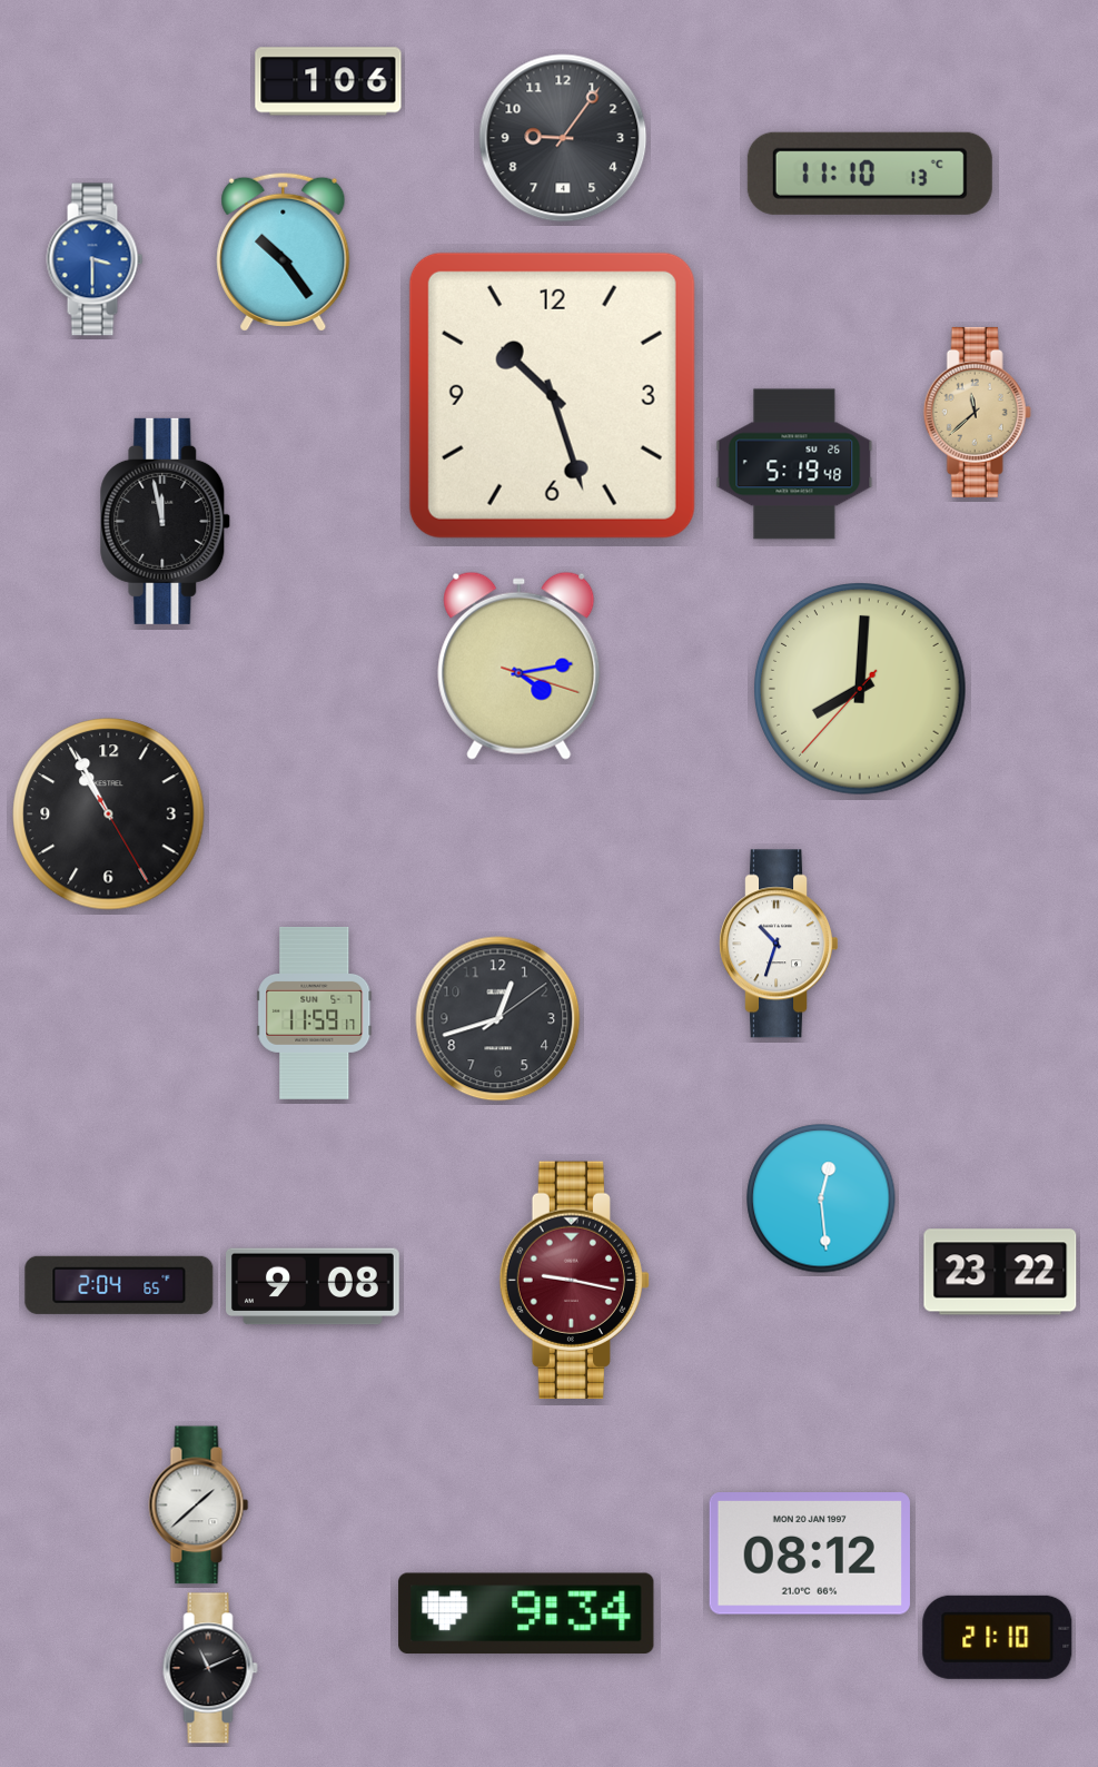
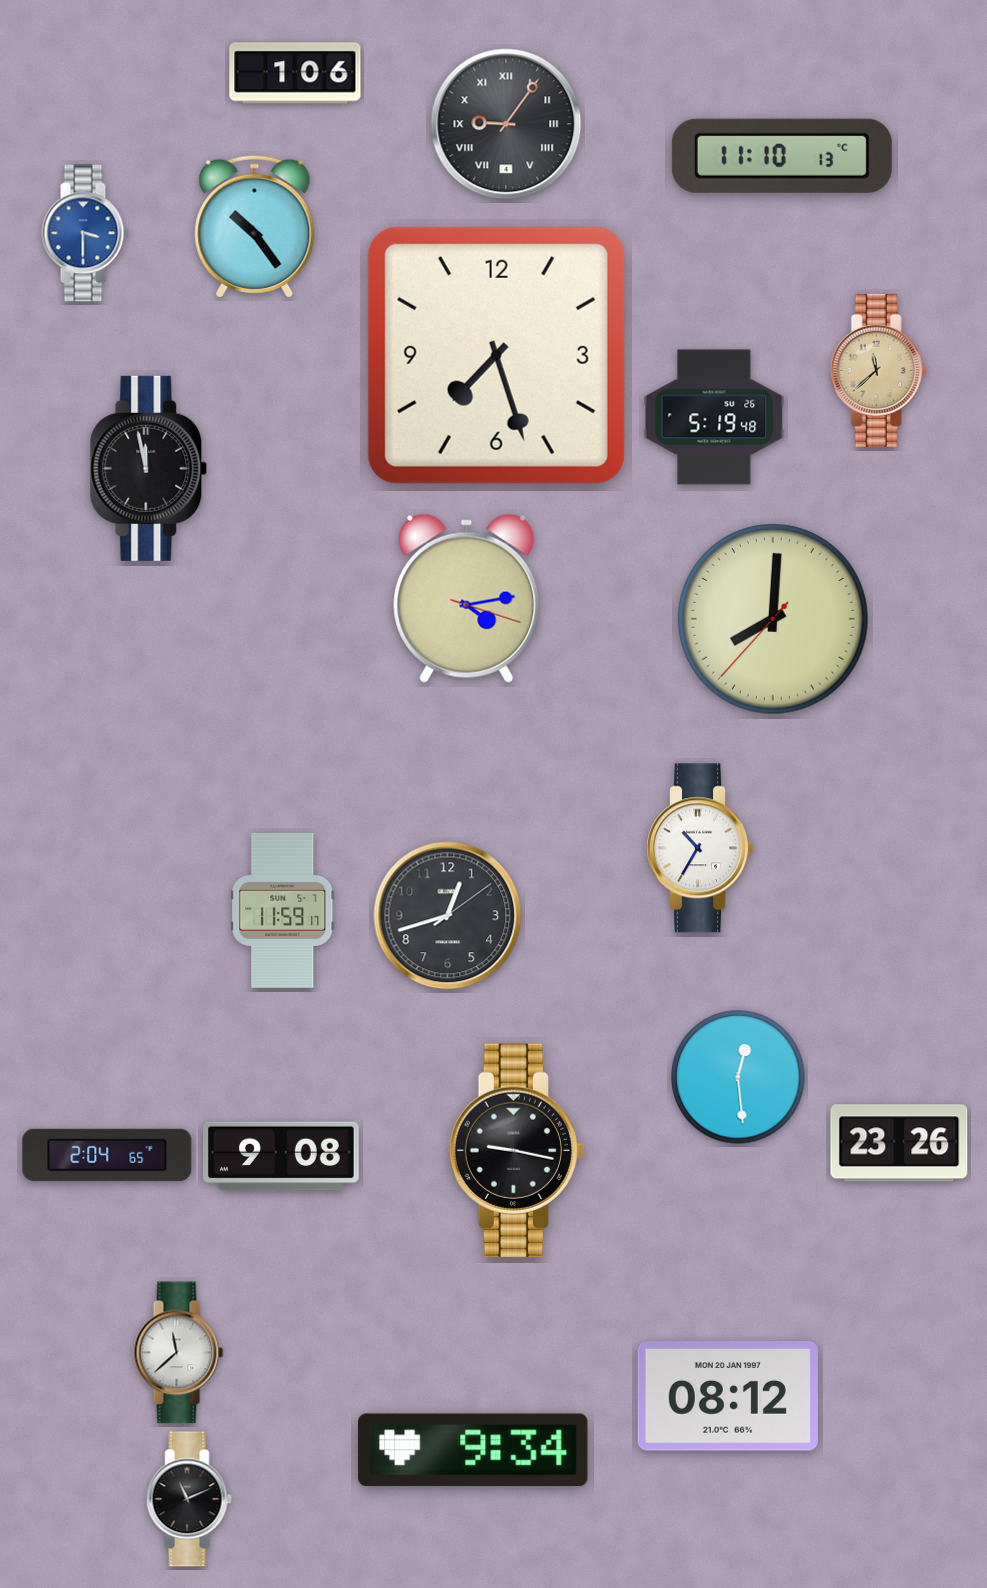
clock at (563, 138) numerals: Arabic -> Roman
clock at (552, 395): 10:27 -> 7:27
clock at (109, 815): 10:55 -> none
clock at (778, 944): 10:33 -> 10:35
clock at (1000, 1272): 23:22 -> 23:26
clock at (574, 1280) dial: burgundy -> black
clock at (199, 1506): 1:38 -> 11:38
clock at (998, 1637): 21:10 -> none
